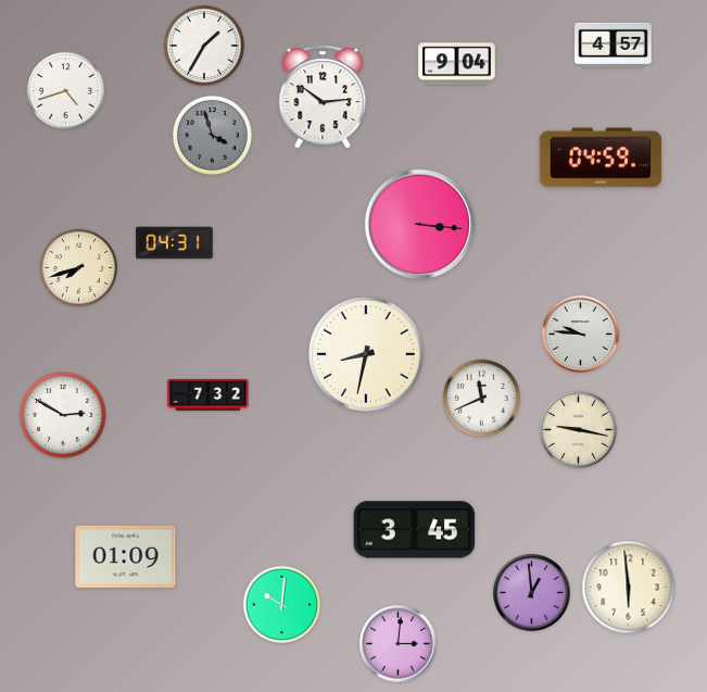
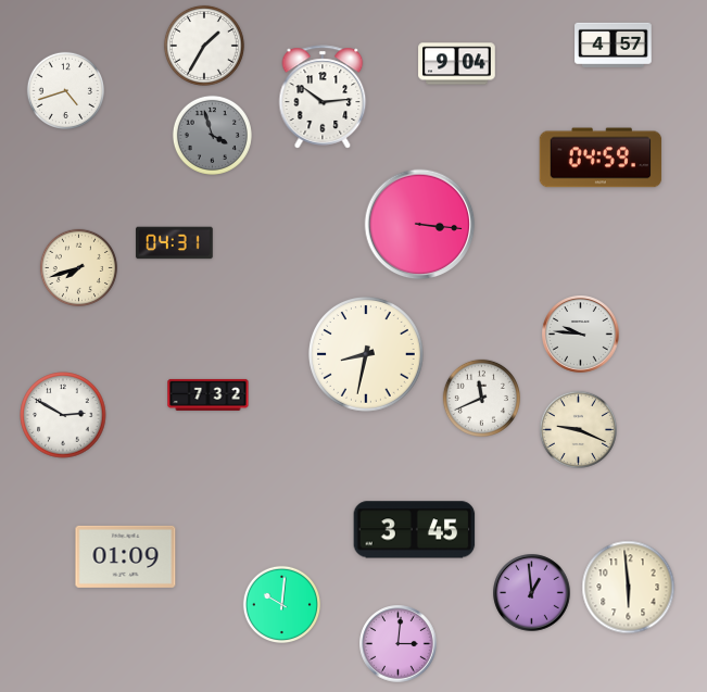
clock at (578, 429): 9:17 -> 9:19
